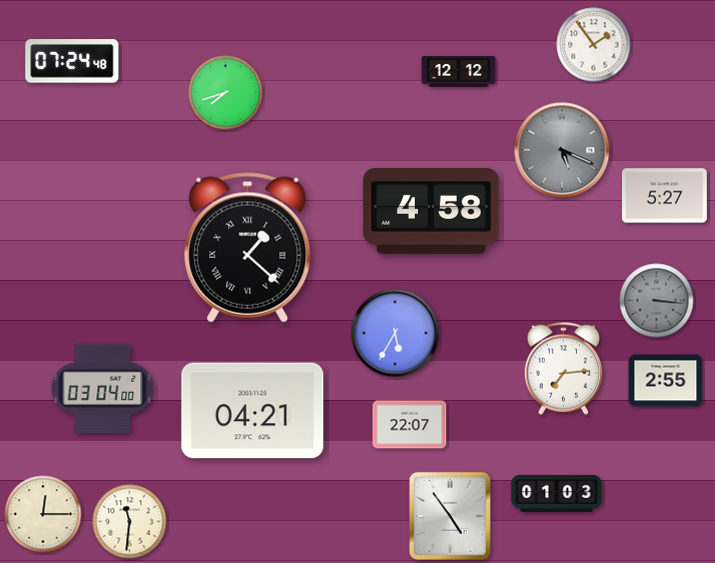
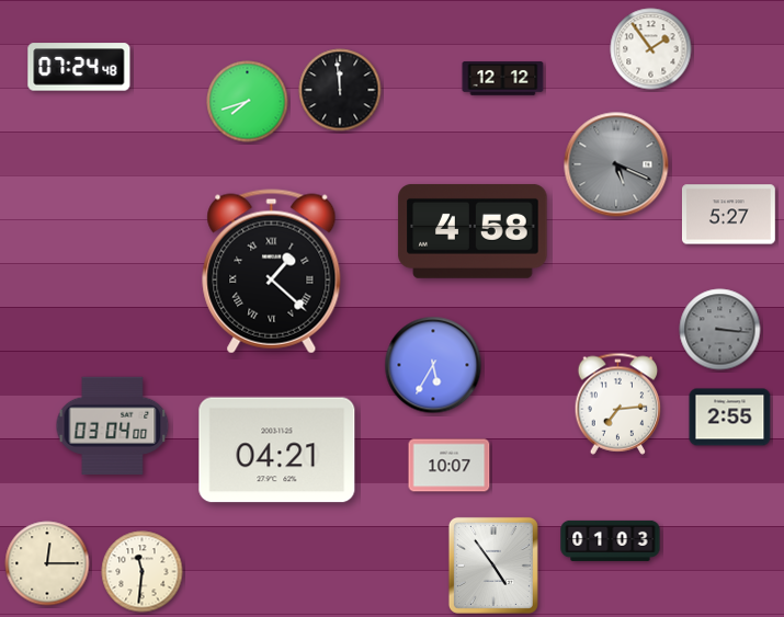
clock at (340, 90): none -> 11:59
clock at (410, 425): 22:07 -> 10:07
